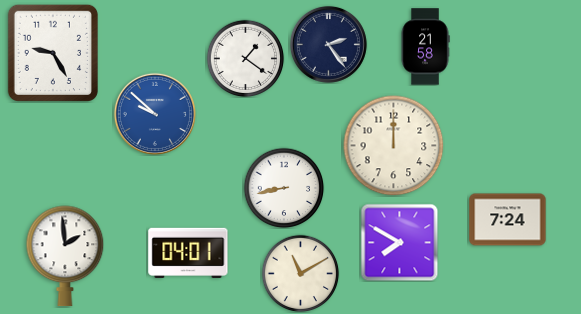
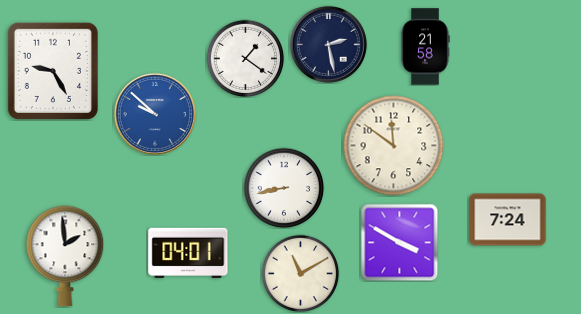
clock at (328, 44): 2:24 -> 2:28
clock at (53, 52) position: (53, 52) -> (53, 70)
clock at (394, 146): 12:00 -> 11:51
clock at (399, 242): 7:50 -> 3:50
